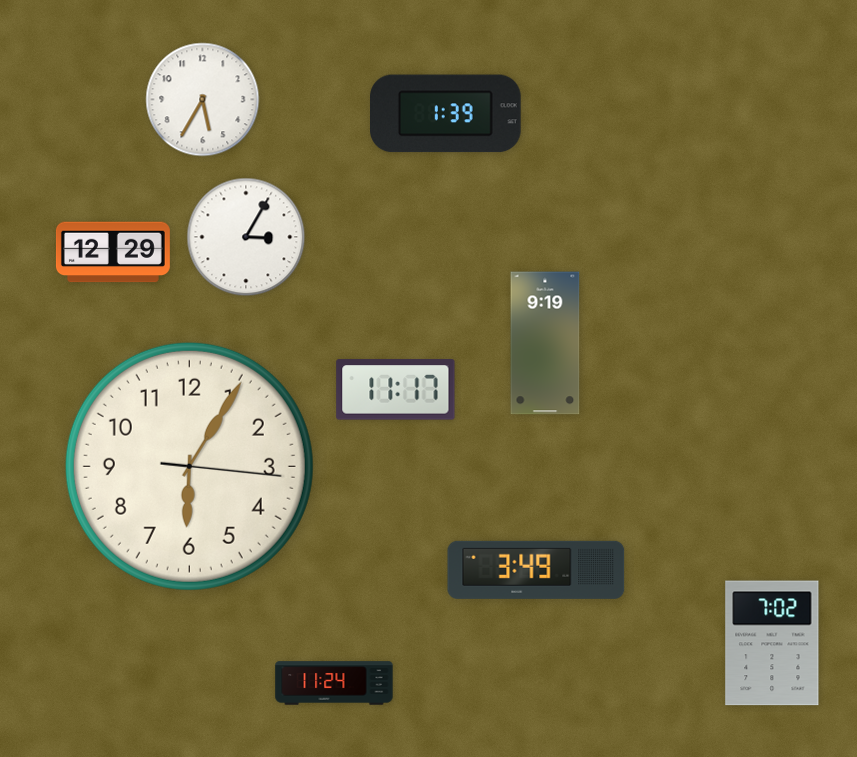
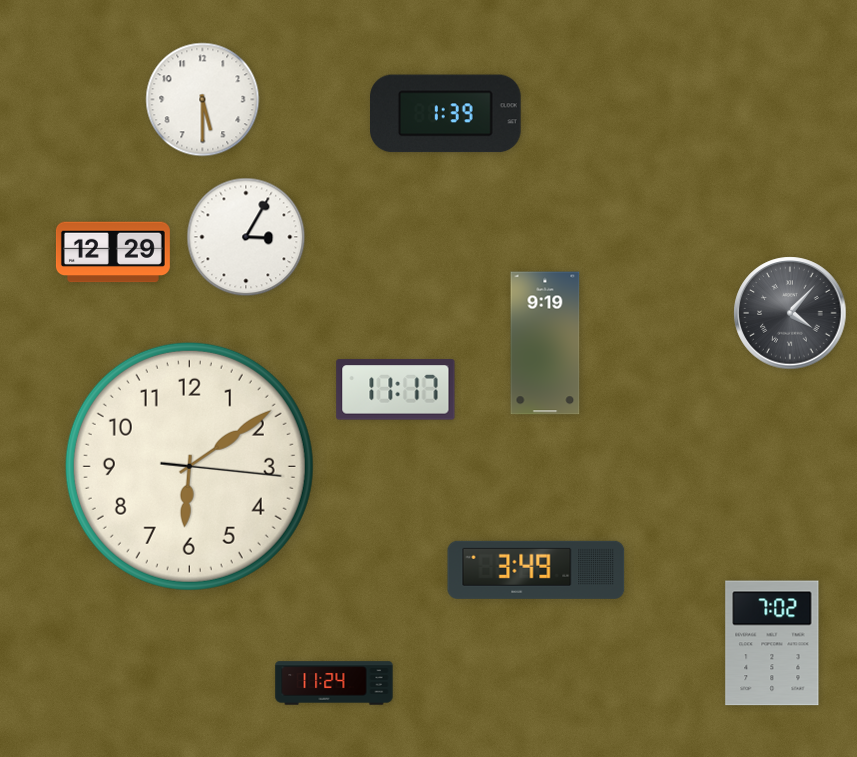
clock at (203, 100): 5:35 -> 5:30
clock at (790, 313): none -> 4:07
clock at (189, 466): 6:05 -> 6:09
